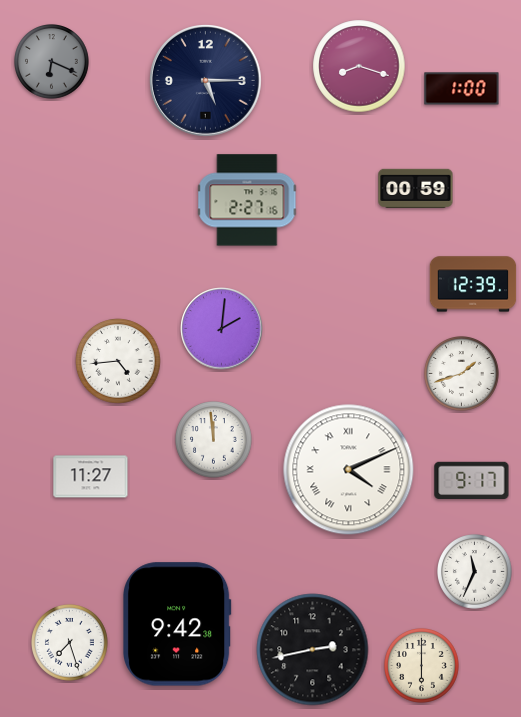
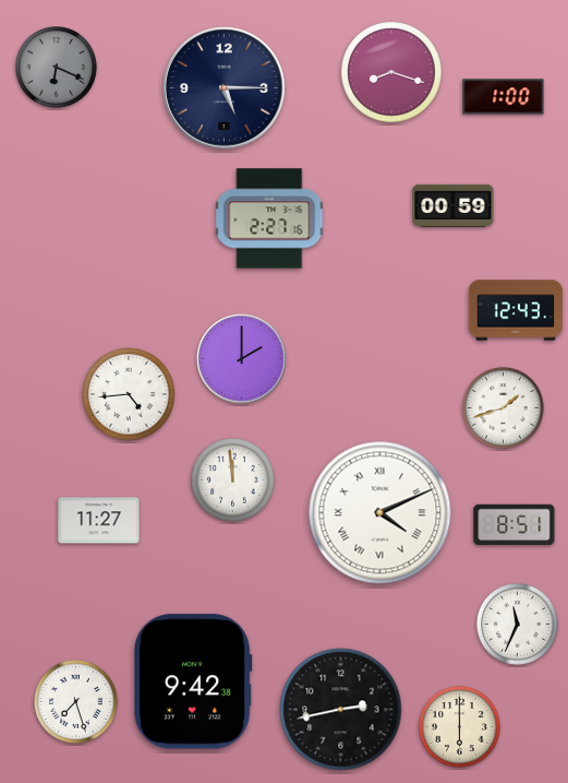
clock at (473, 284): 12:39 -> 12:43
clock at (222, 329): 2:01 -> 2:00
clock at (472, 480): 9:17 -> 8:51
